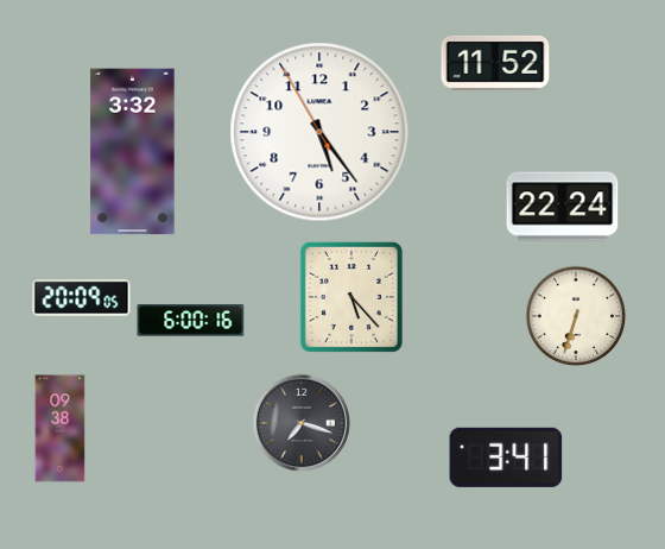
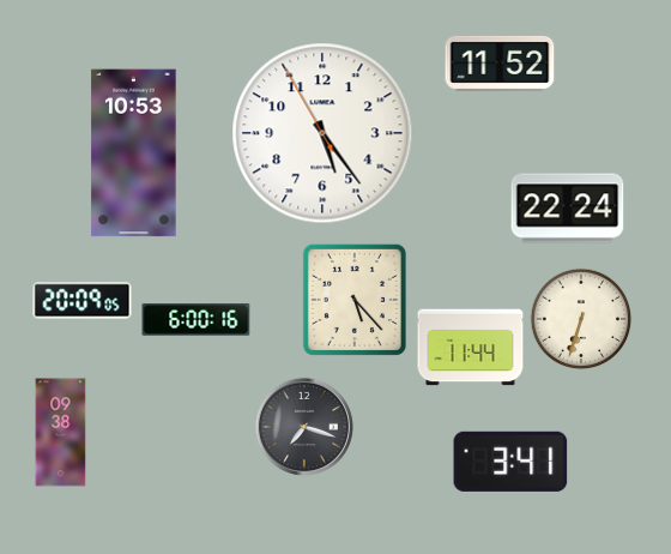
clock at (133, 152): 3:32 -> 10:53
clock at (191, 321) position: (191, 321) -> (197, 320)
clock at (471, 348): none -> 11:44
